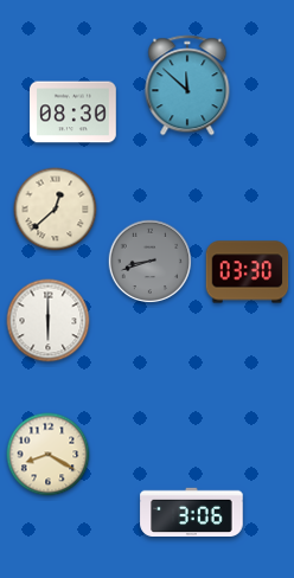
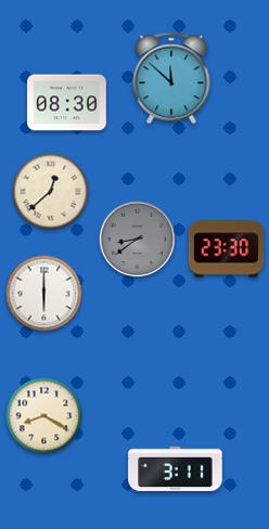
clock at (151, 262): 8:42 -> 8:39
clock at (248, 272): 03:30 -> 23:30
clock at (192, 512): 3:06 -> 3:11
